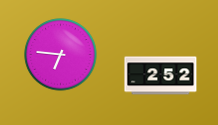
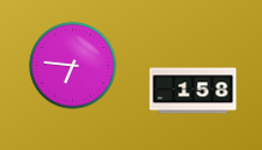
clock at (161, 76): 2:52 -> 1:58
